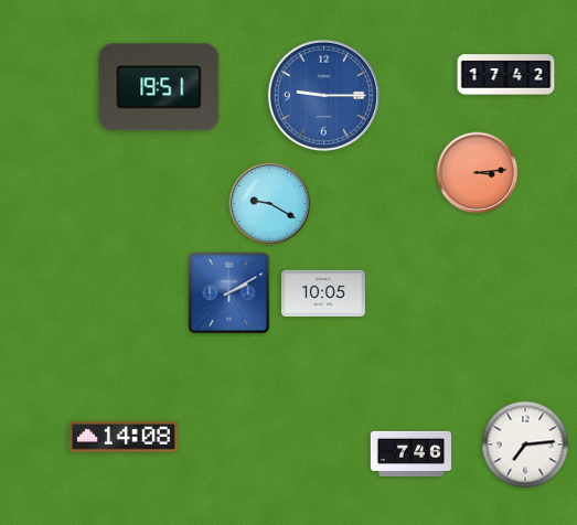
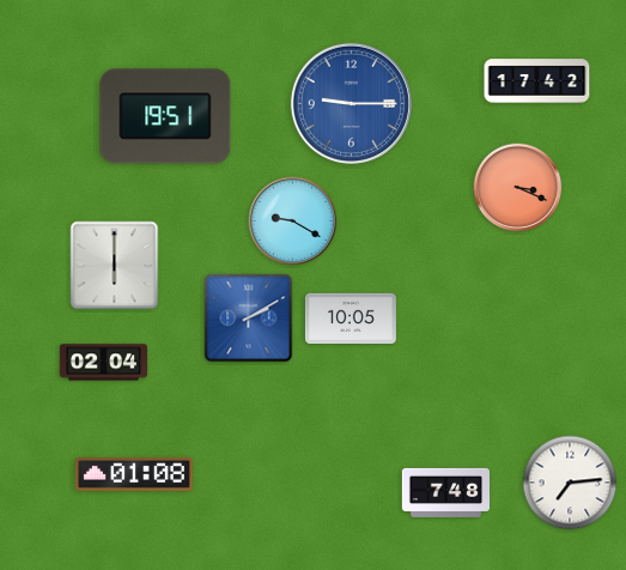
clock at (506, 75) position: (506, 75) -> (537, 81)
clock at (159, 87) position: (159, 87) -> (165, 116)
clock at (478, 173): 3:14 -> 3:19
clock at (115, 266): none -> 6:00
clock at (103, 363): none -> 02:04
clock at (124, 437): 14:08 -> 01:08
clock at (412, 453): 7:46 -> 7:48
